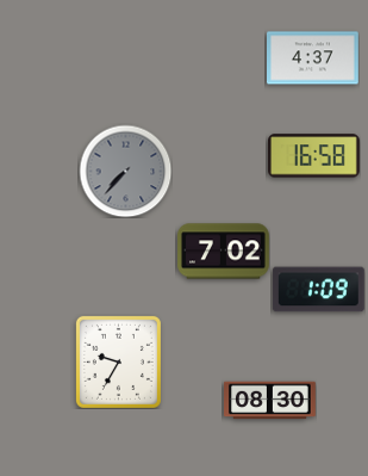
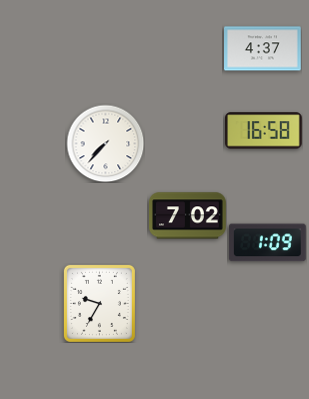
clock at (125, 171) dial: grey -> white
clock at (224, 252) position: (224, 252) -> (188, 216)
clock at (270, 401): 08:30 -> none
